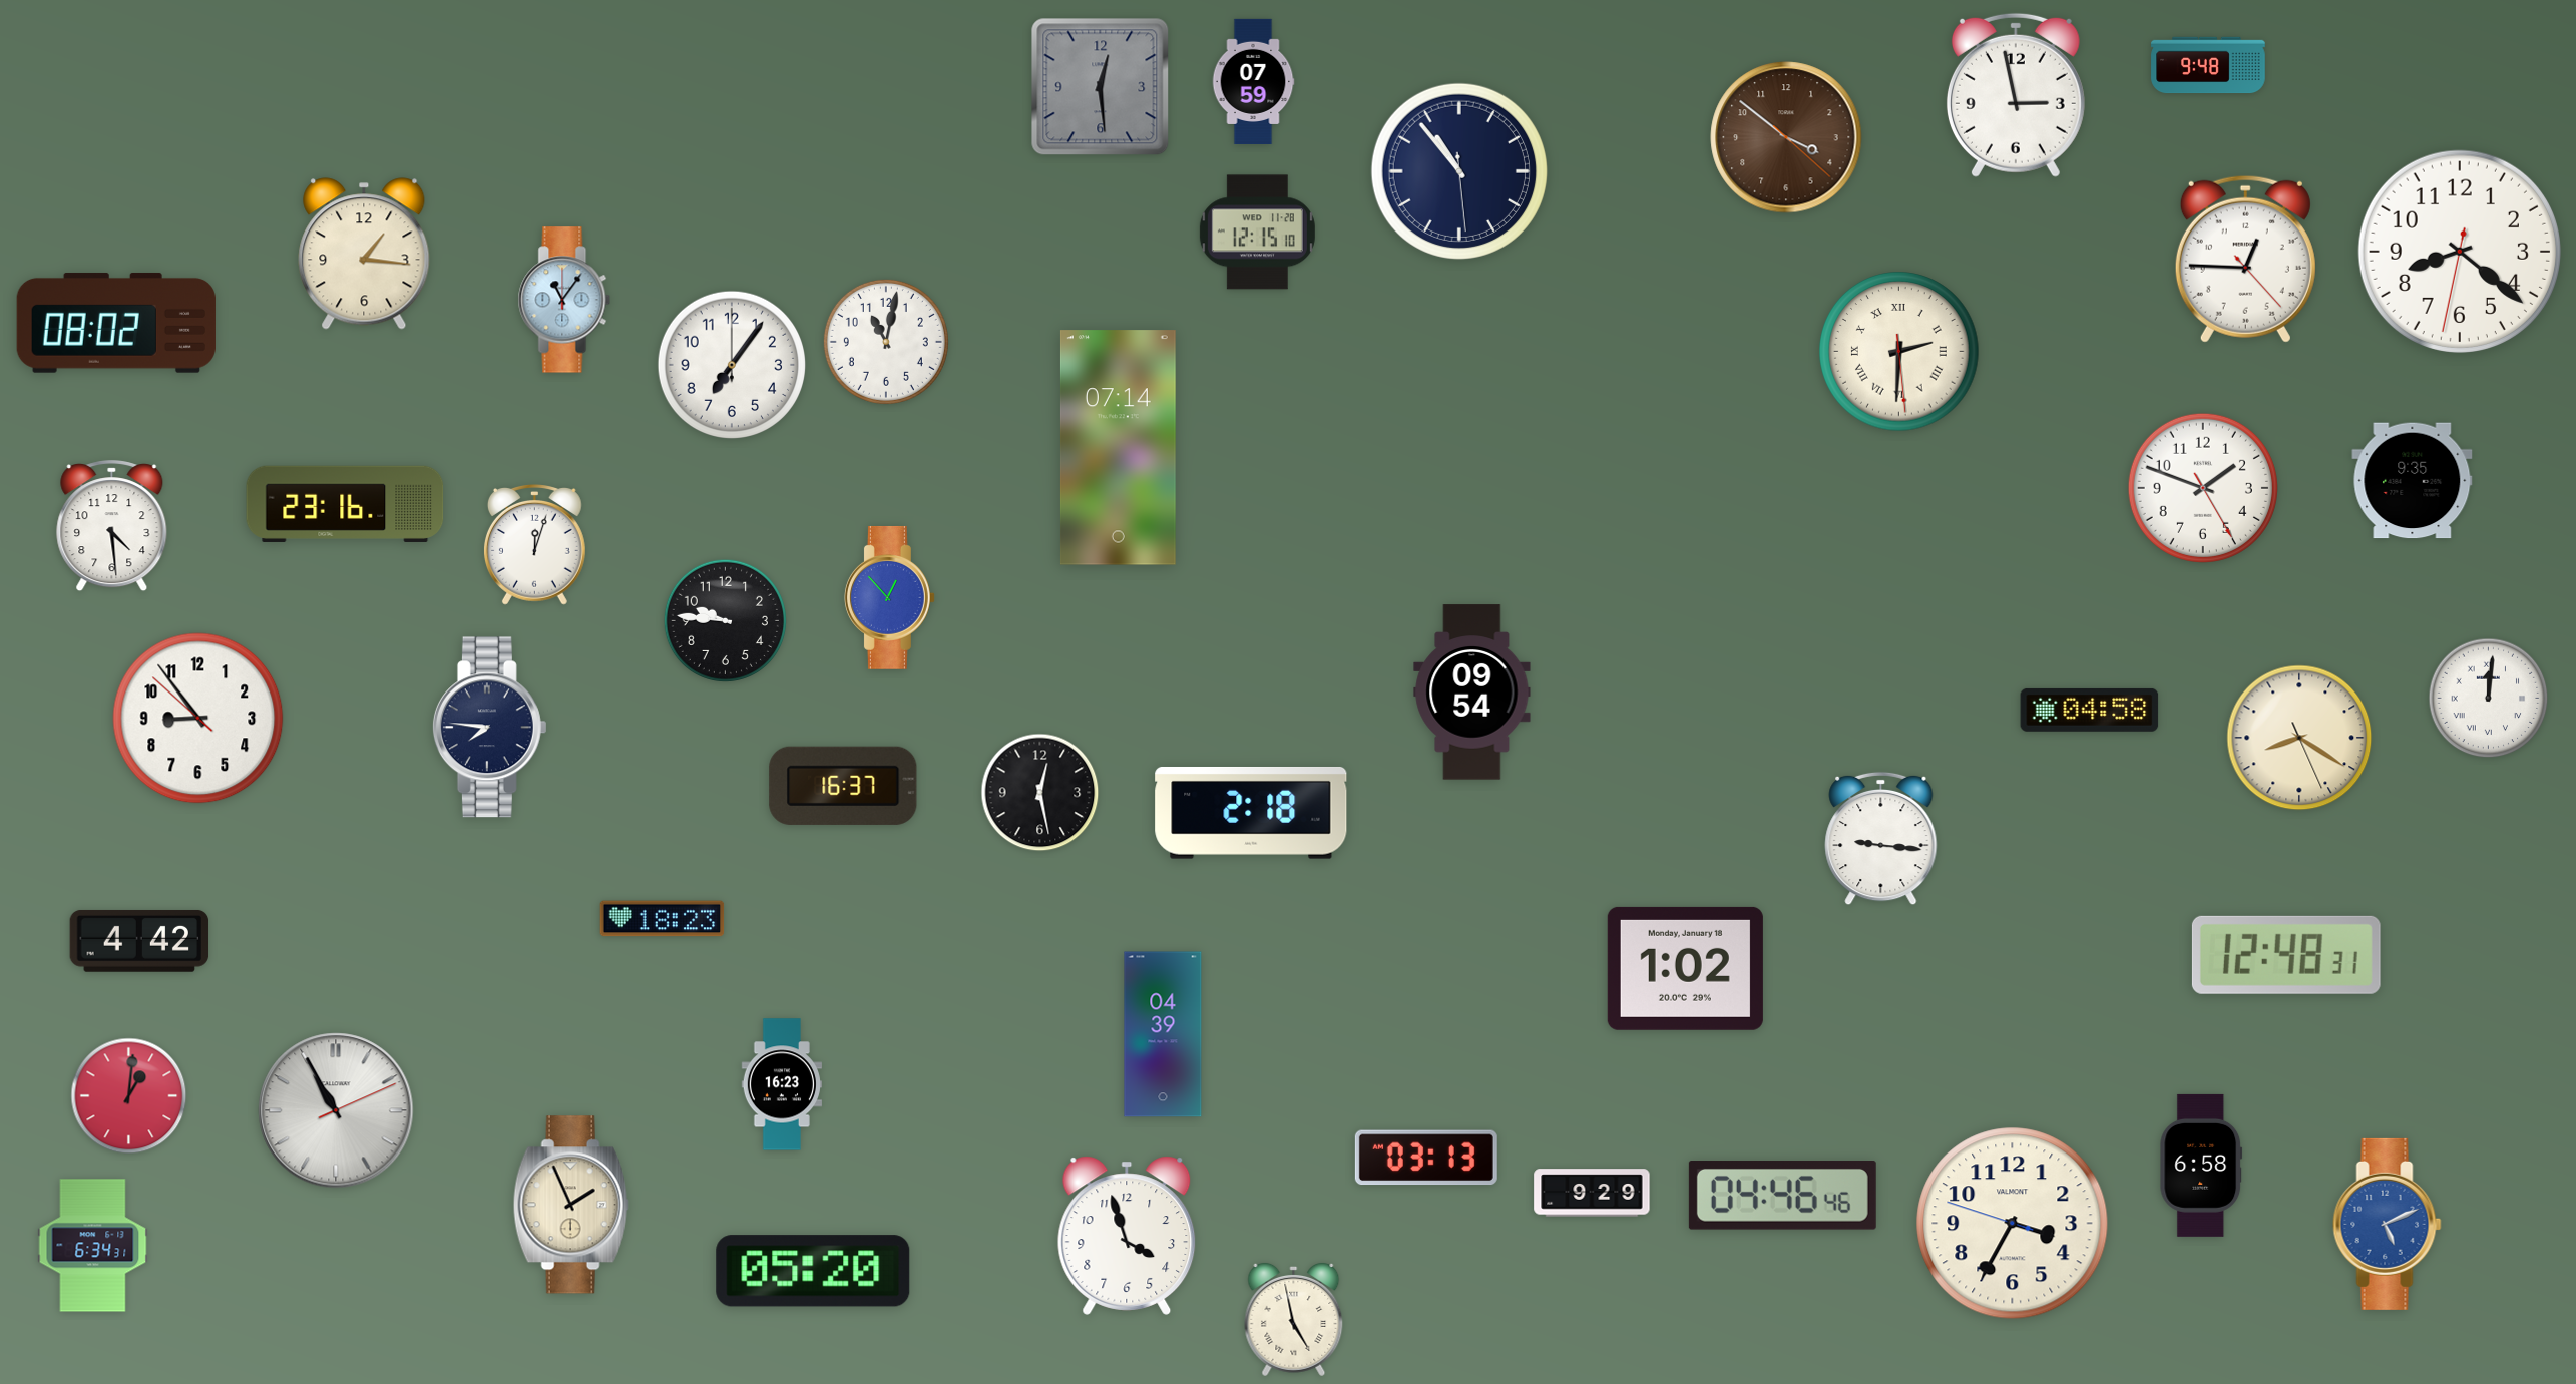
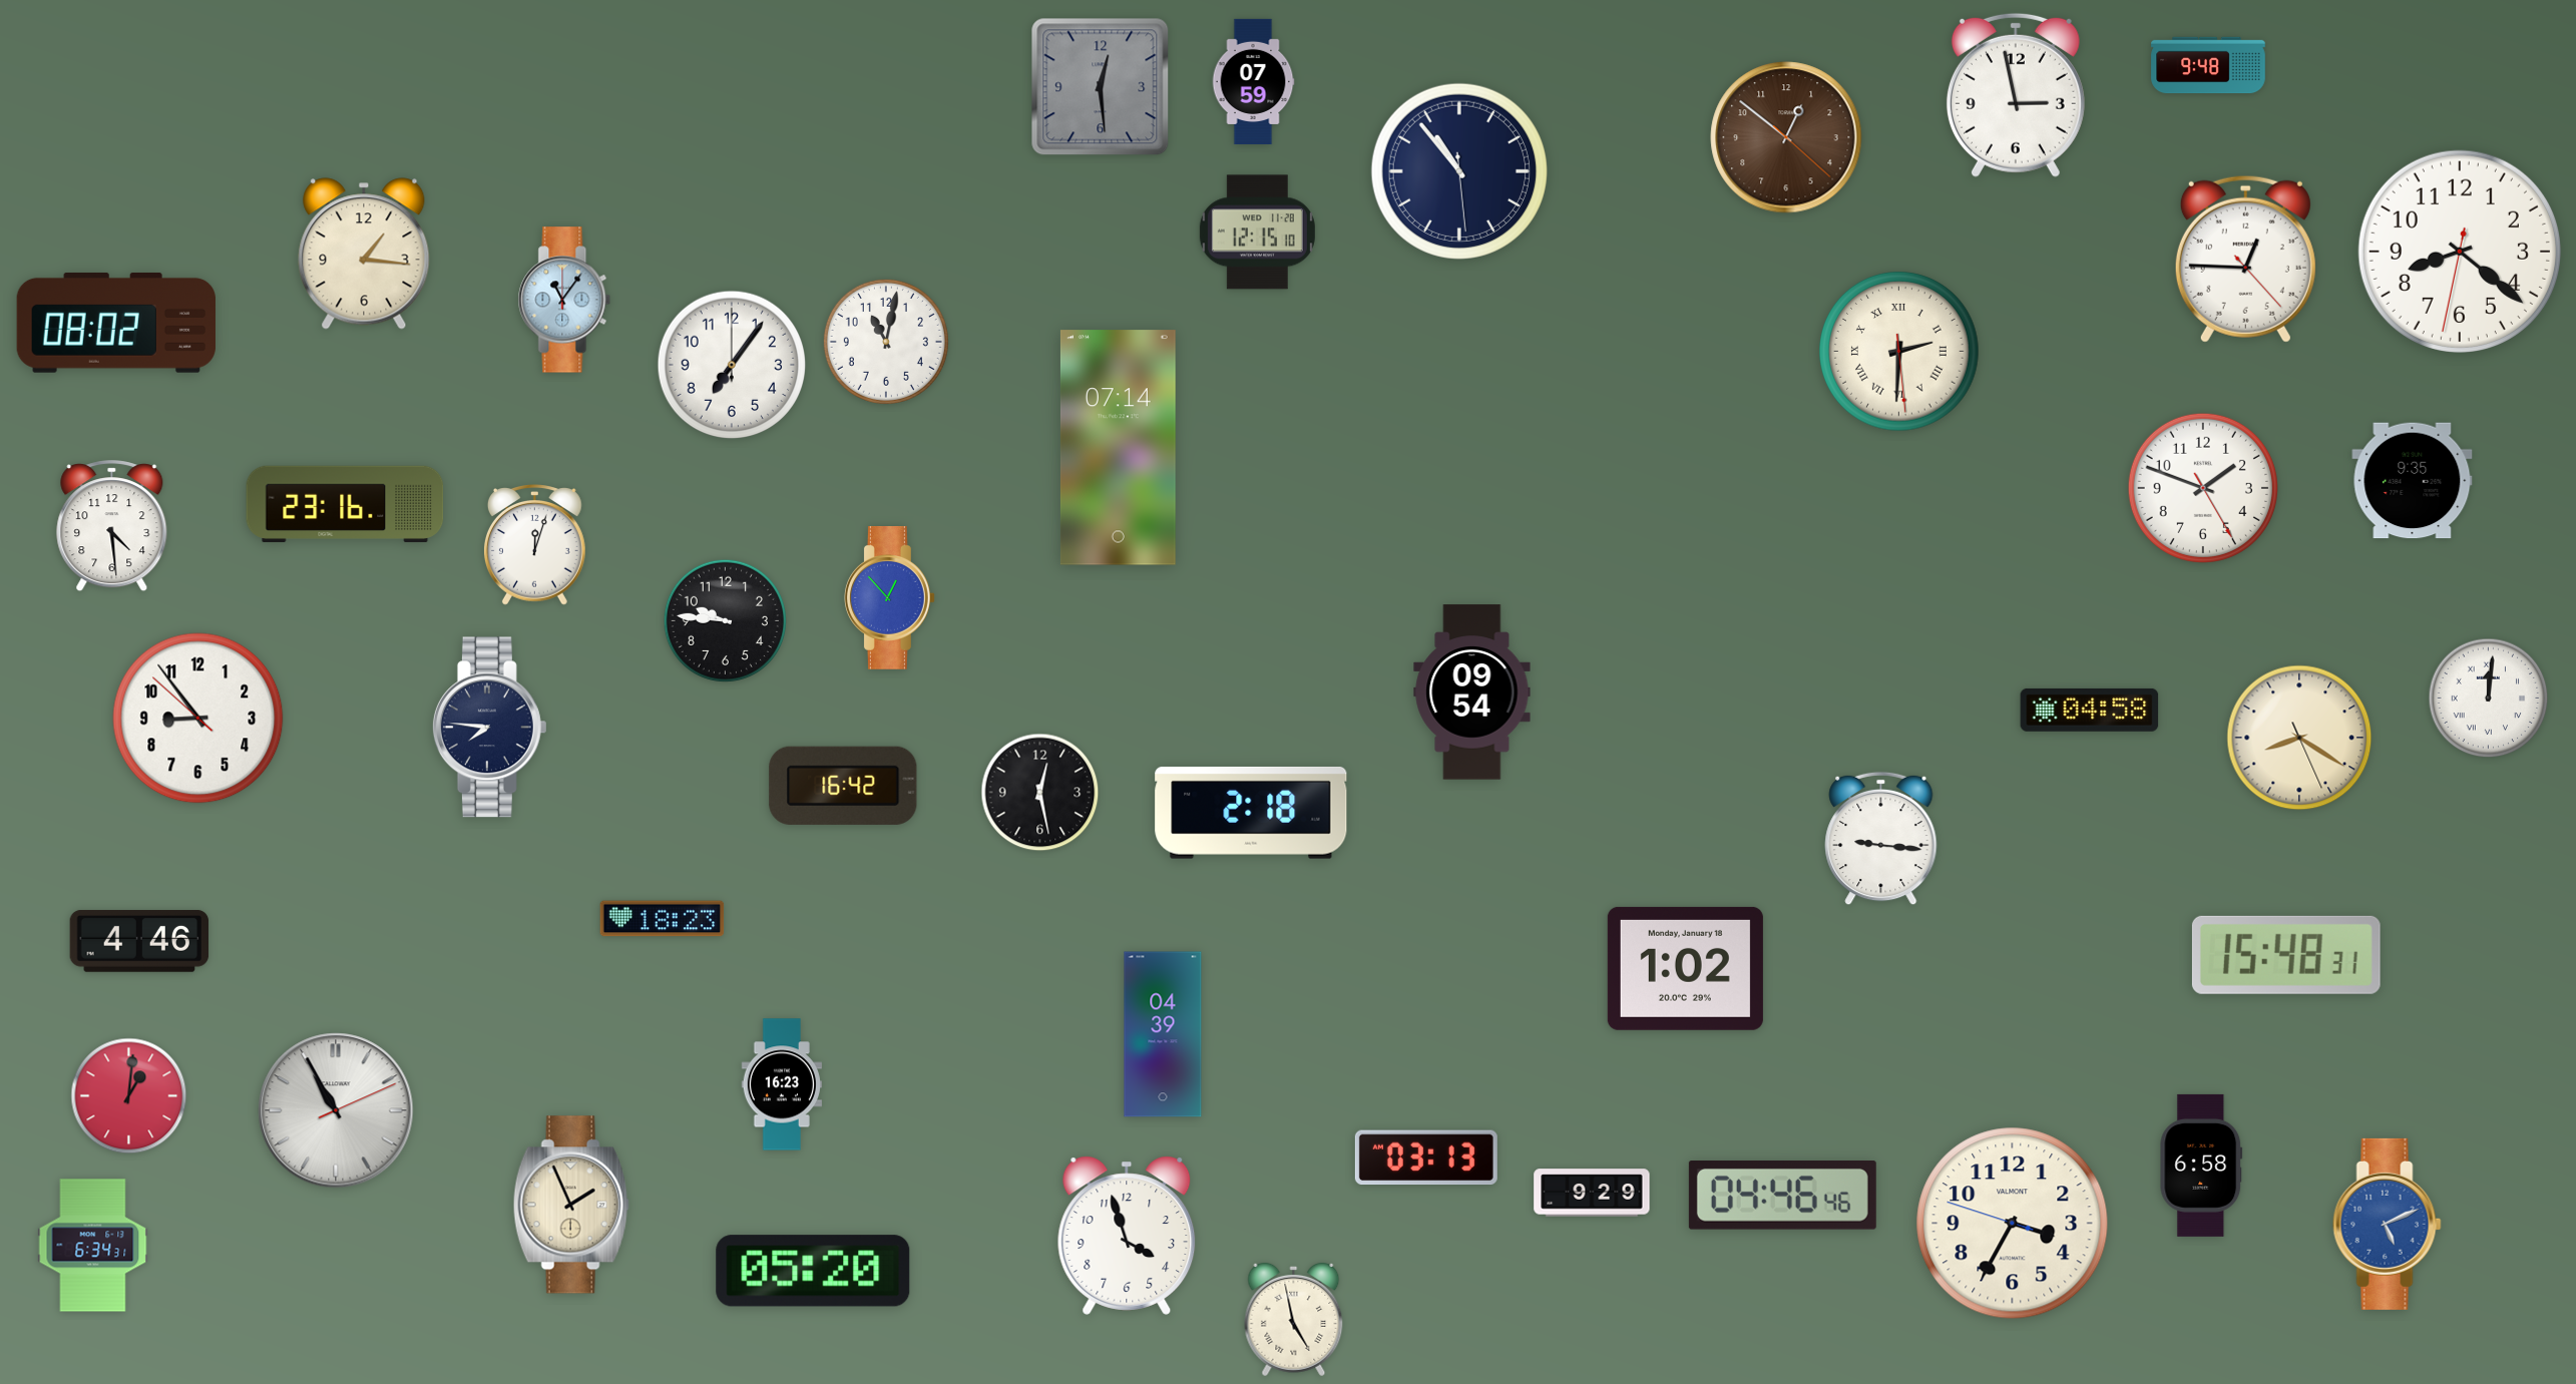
clock at (1786, 137): 3:51 -> 12:51
clock at (843, 786): 16:37 -> 16:42
clock at (139, 941): 4:42 -> 4:46
clock at (2286, 955): 12:48 -> 15:48
